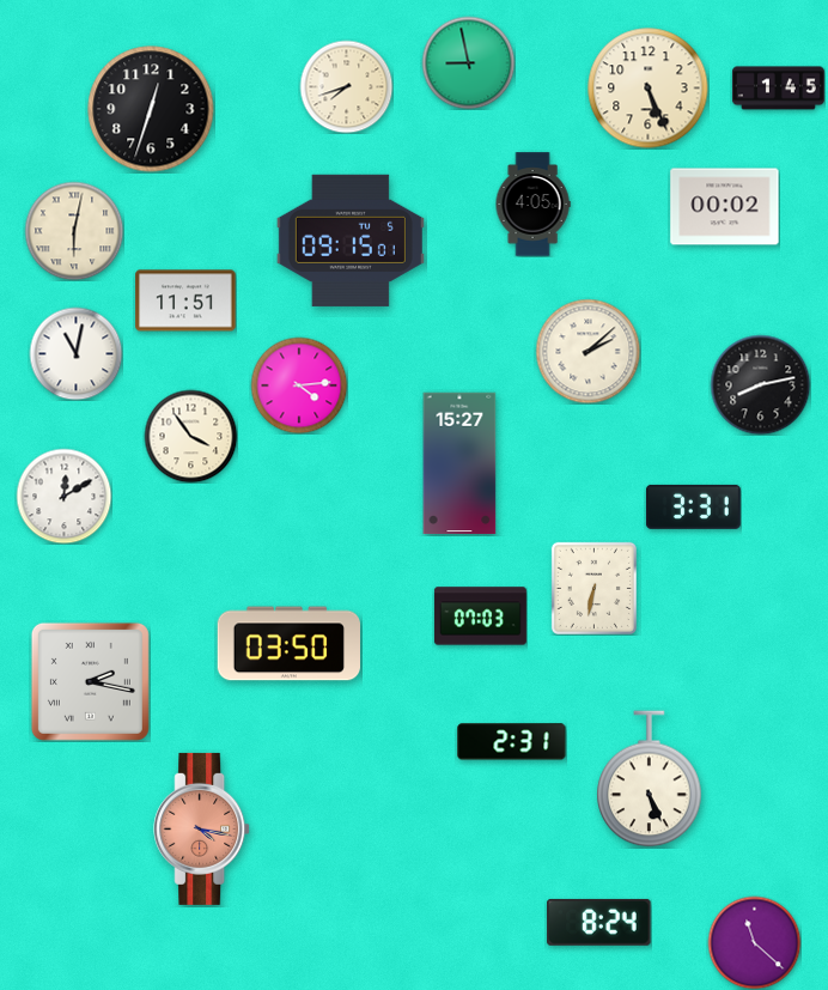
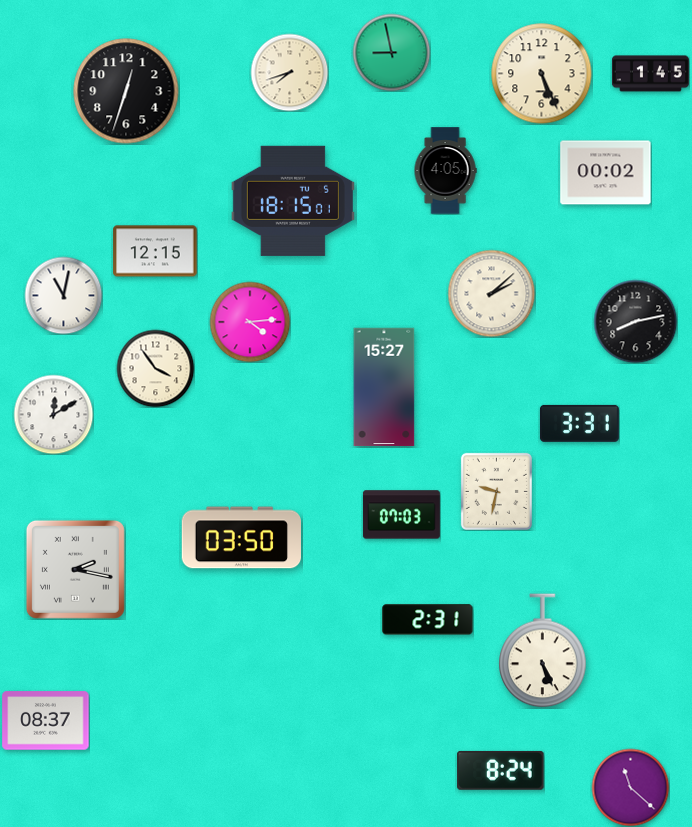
clock at (74, 231): 6:02 -> none
clock at (351, 241): 09:15 -> 18:15
clock at (185, 300): 11:51 -> 12:15
clock at (190, 436) position: (190, 436) -> (155, 368)
clock at (593, 588): 6:32 -> 9:32
clock at (202, 828): 4:17 -> none
clock at (46, 721): none -> 08:37
